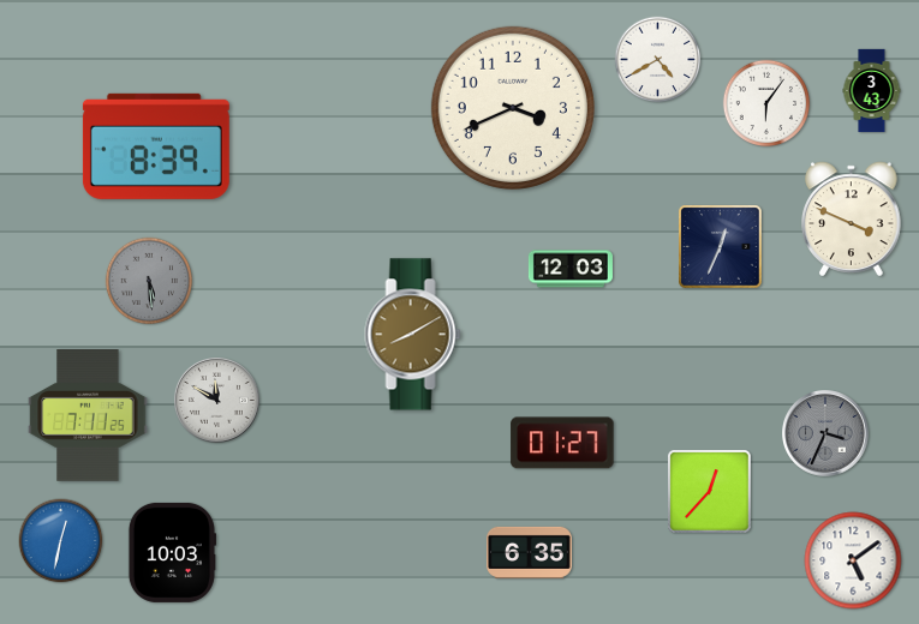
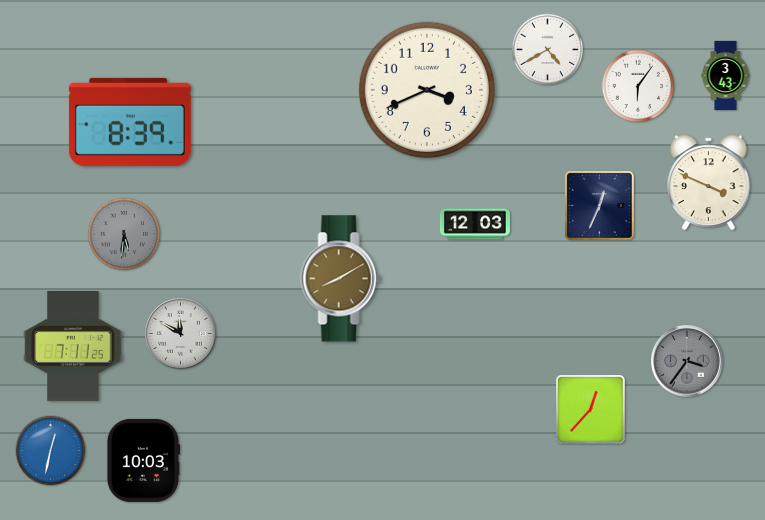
clock at (149, 281): 5:29 -> 5:31
clock at (413, 335) position: (413, 335) -> (341, 279)
clock at (826, 434): 3:34 -> 3:36
clock at (562, 443): 01:27 -> none
clock at (530, 552): 6:35 -> none
clock at (853, 560): 5:09 -> none
